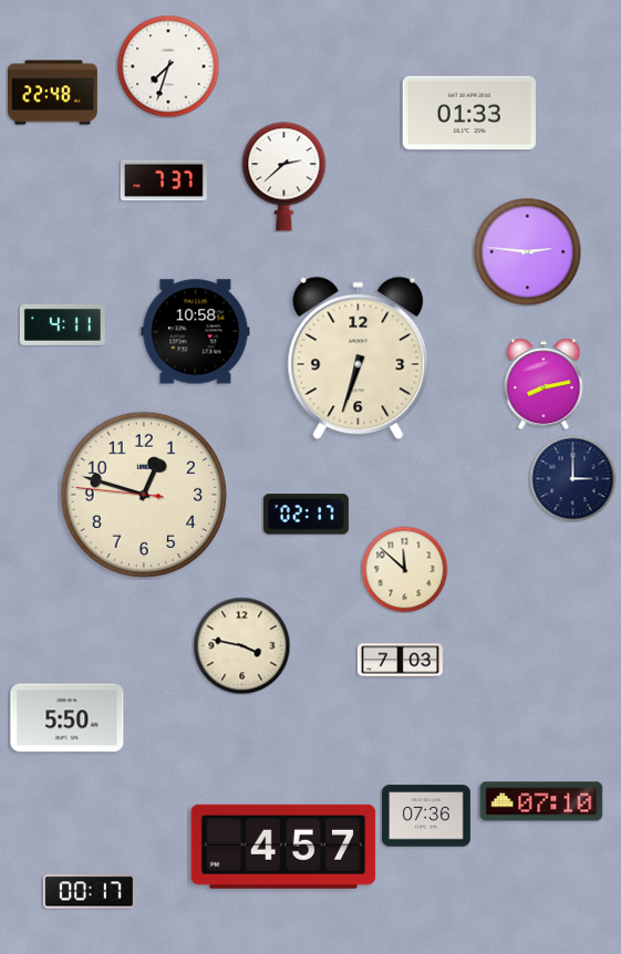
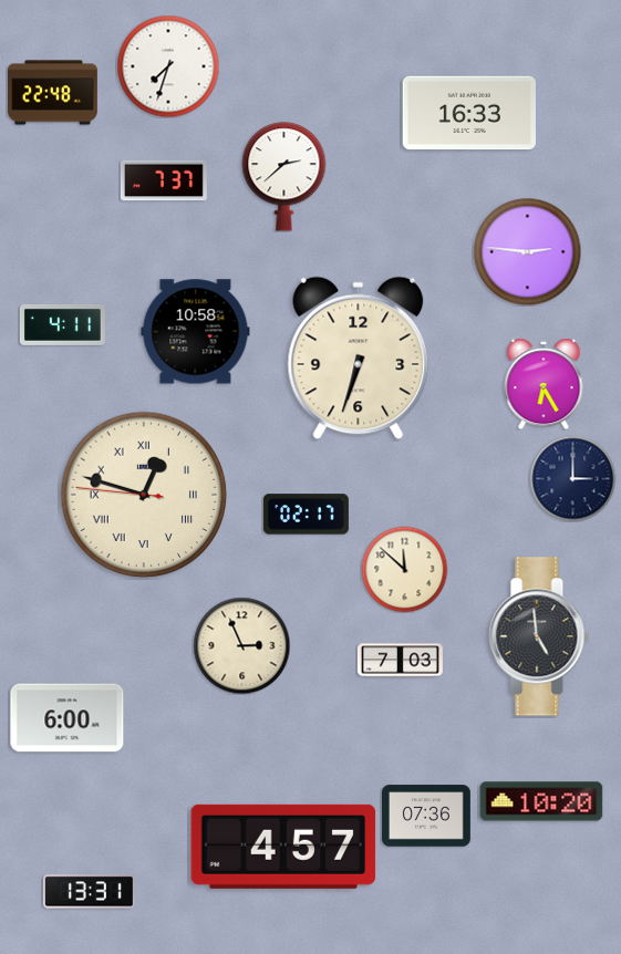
clock at (468, 113): 01:33 -> 16:33
clock at (544, 384): 8:13 -> 6:25
clock at (144, 495) numerals: Arabic -> Roman
clock at (539, 636): none -> 4:59
clock at (241, 645): 3:47 -> 2:56
clock at (68, 718): 5:50 -> 6:00
clock at (541, 801): 07:10 -> 10:20
clock at (90, 892): 00:17 -> 13:31
